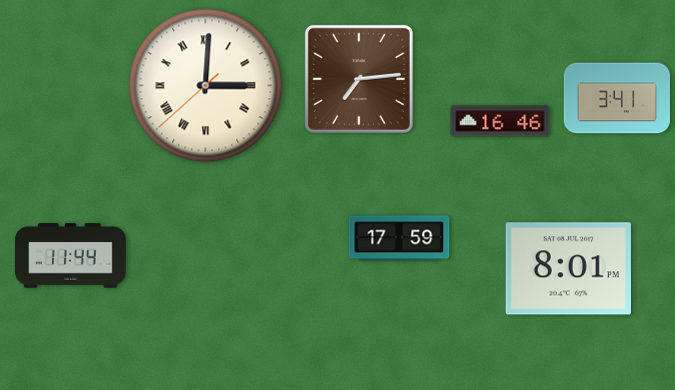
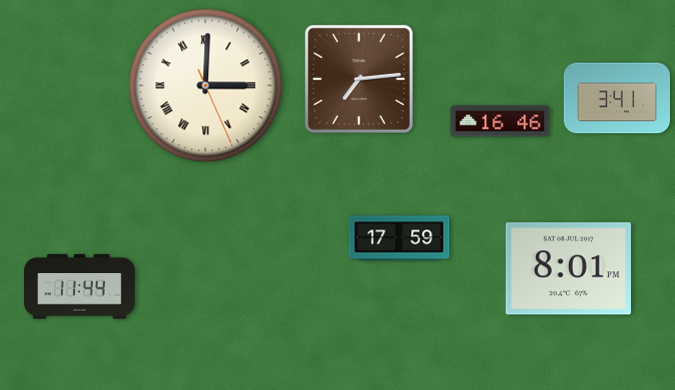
clock at (206, 86): 3:00:38 -> 3:00:26
clock at (71, 256) position: (71, 256) -> (80, 287)
